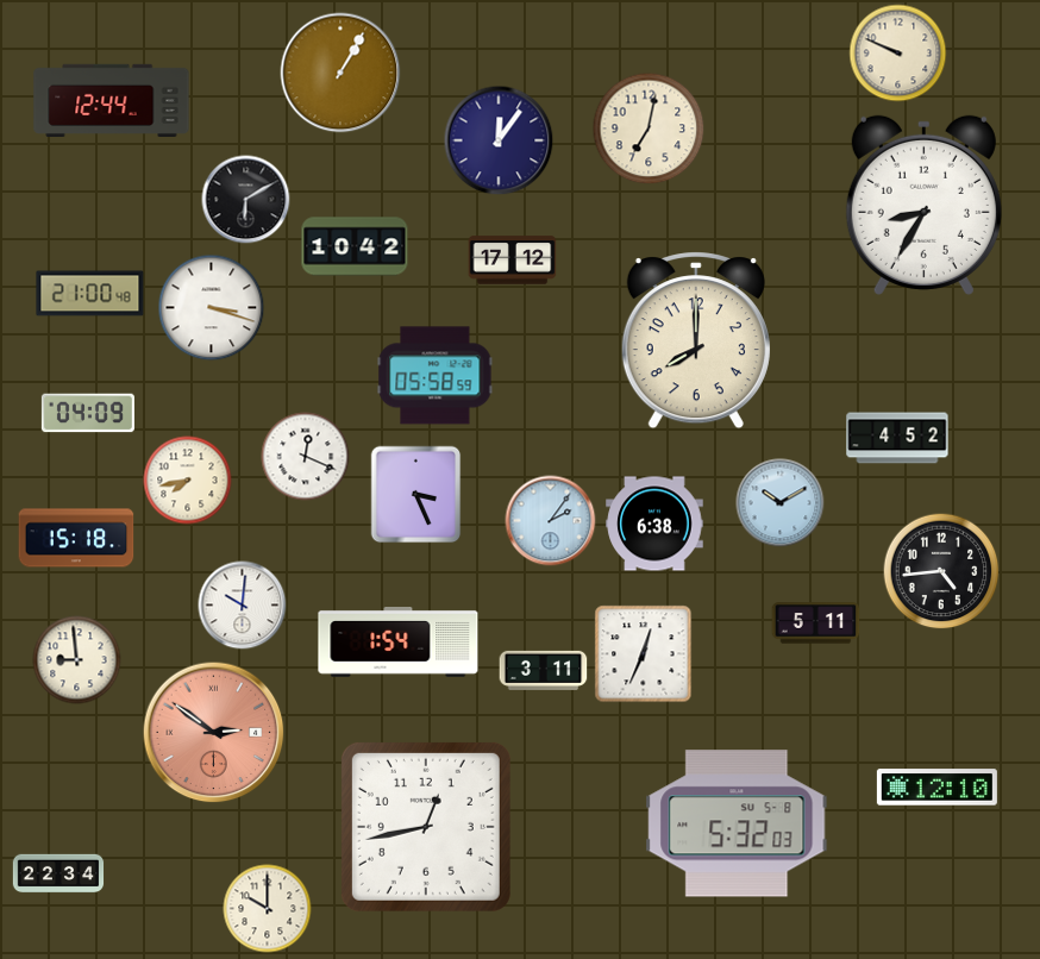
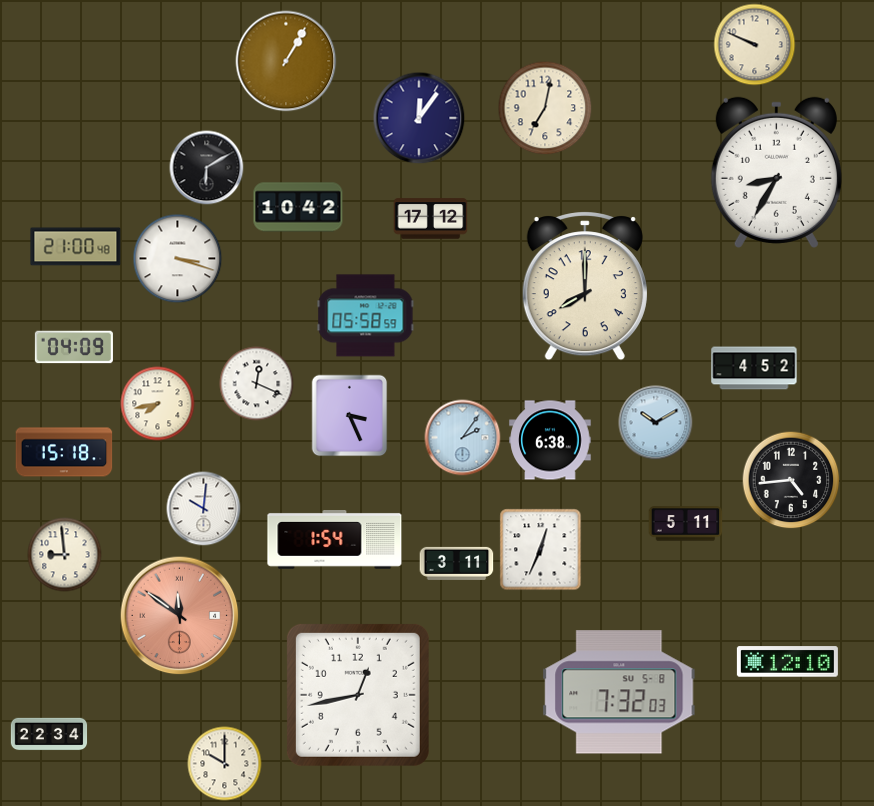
clock at (112, 100): 12:44 -> none
clock at (214, 733): 2:51 -> 11:51
clock at (737, 823): 5:32 -> 7:32
